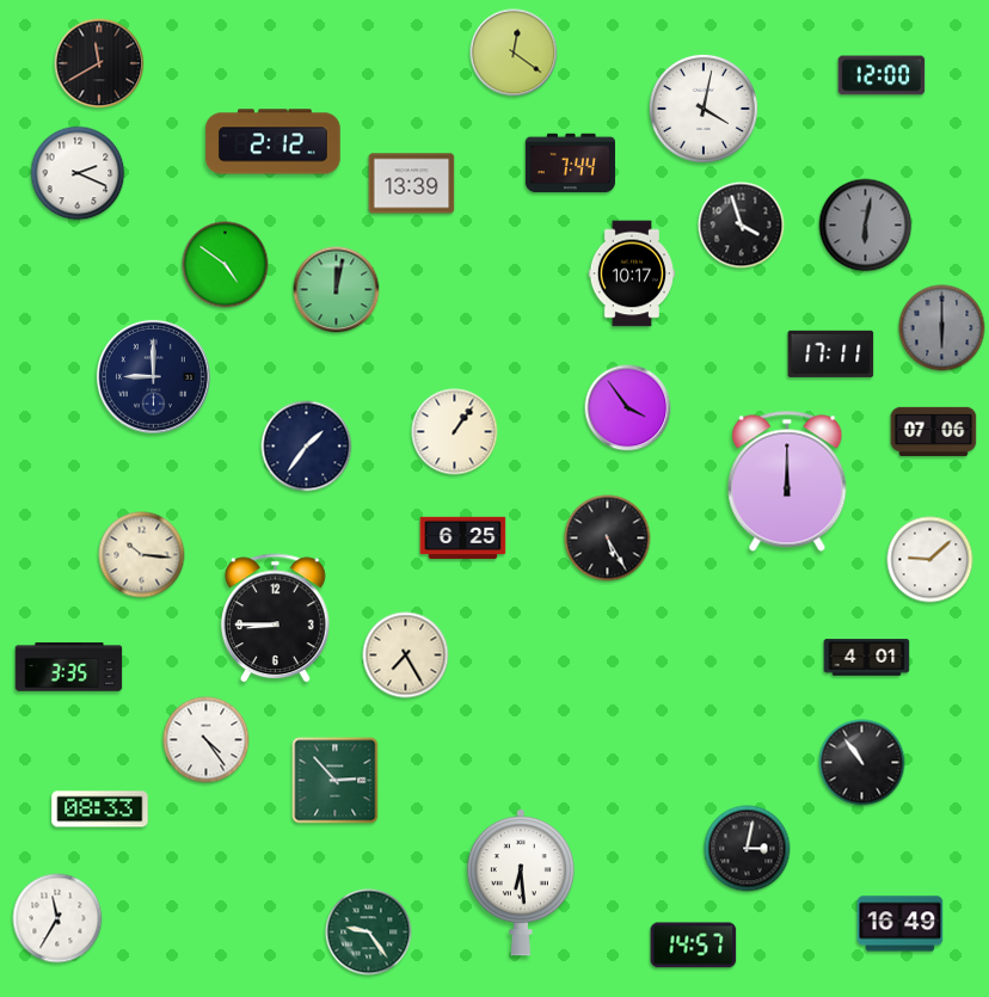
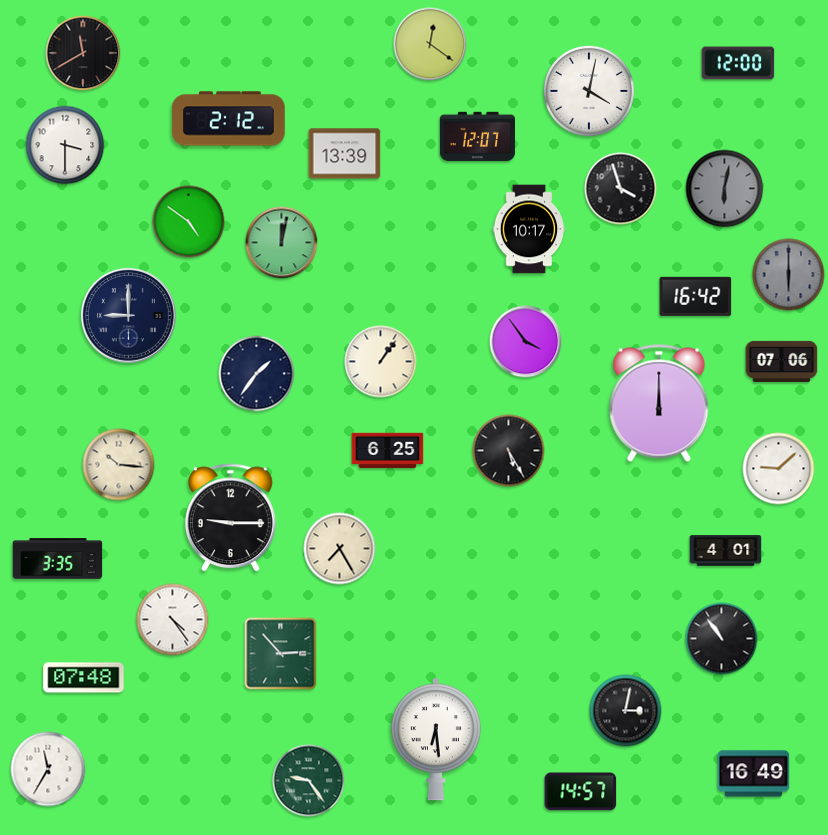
clock at (570, 164): 7:44 -> 12:07
clock at (78, 173): 2:19 -> 3:30
clock at (831, 353): 17:11 -> 16:42
clock at (275, 618): 8:45 -> 9:15
clock at (100, 810): 08:33 -> 07:48
